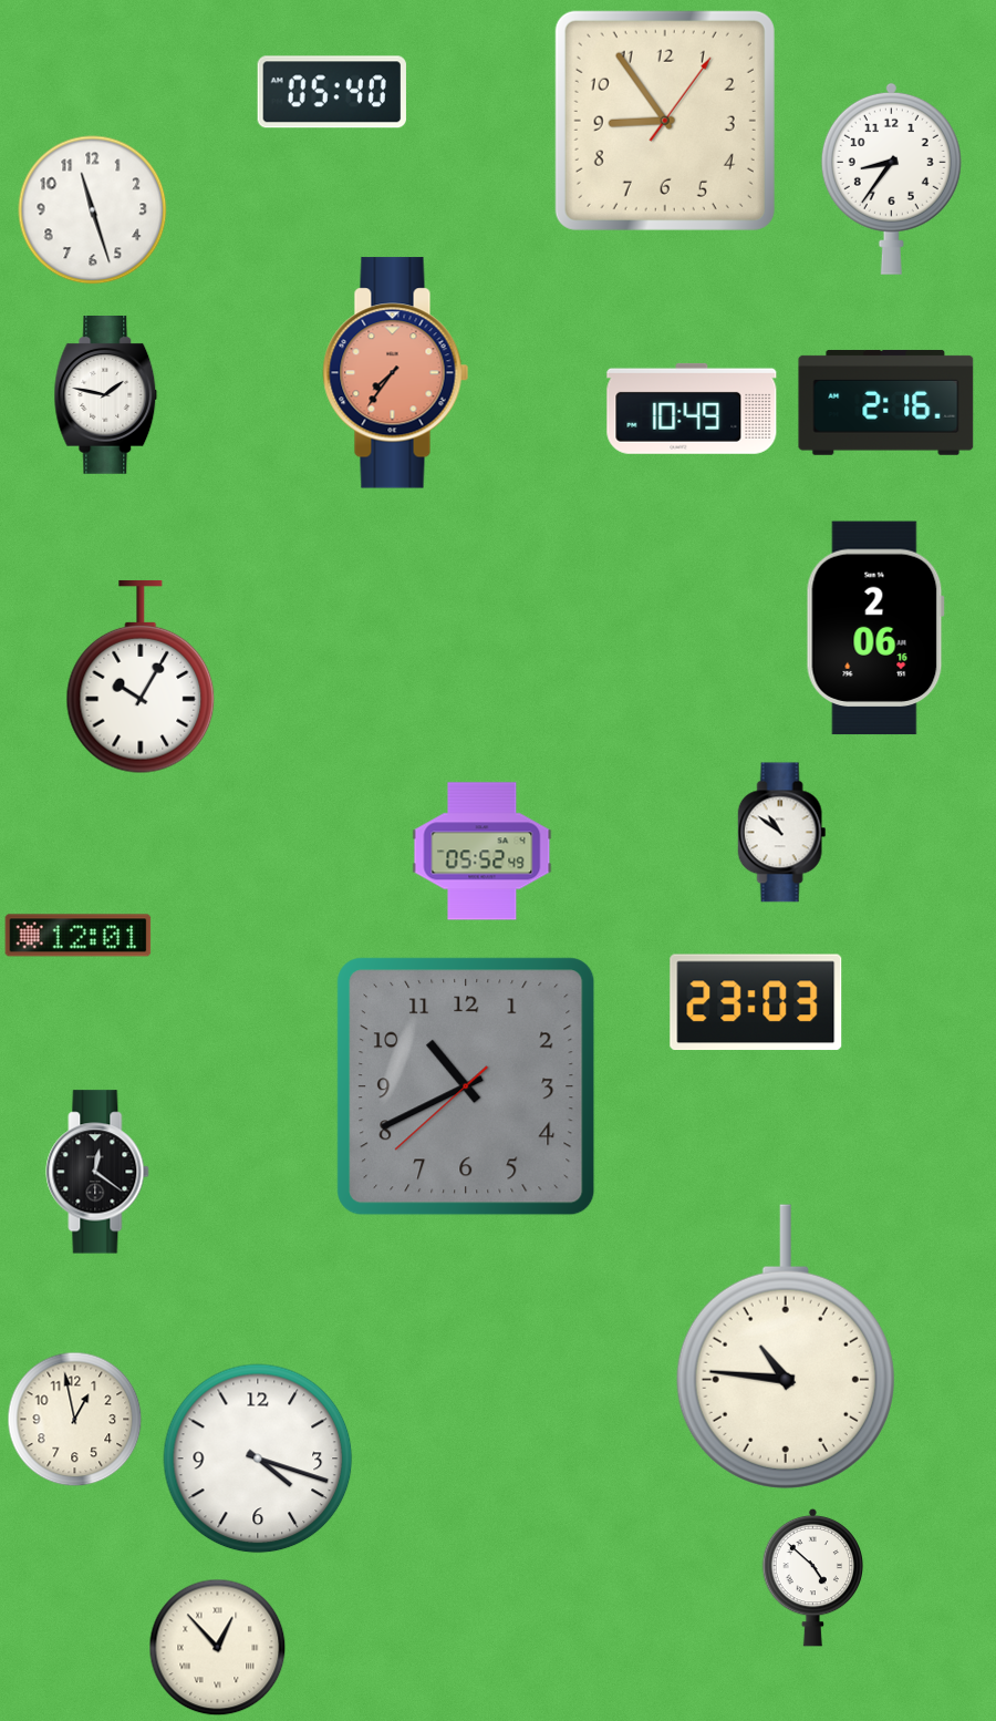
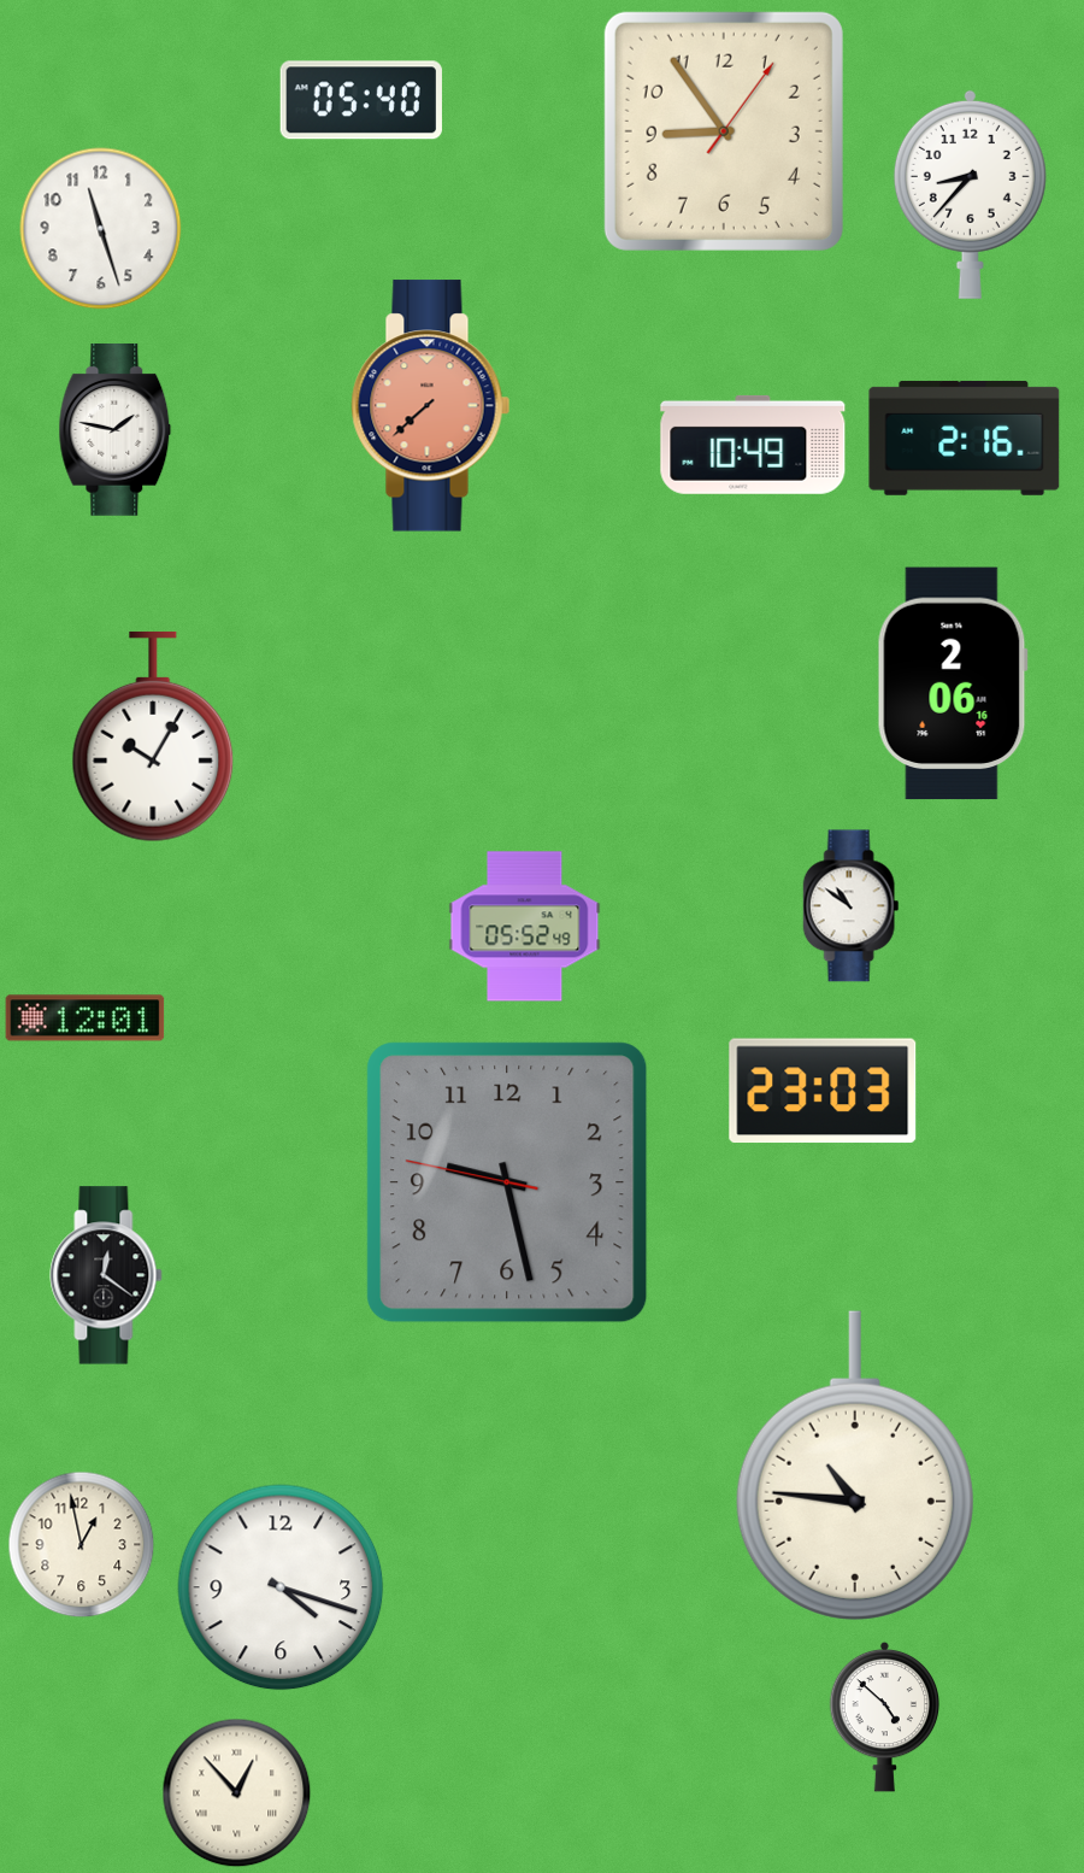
clock at (891, 178): 8:36 -> 8:37
clock at (396, 373): 7:36 -> 7:38
clock at (466, 1086): 10:40 -> 9:27
